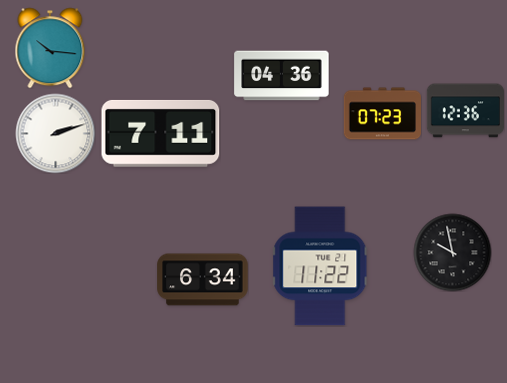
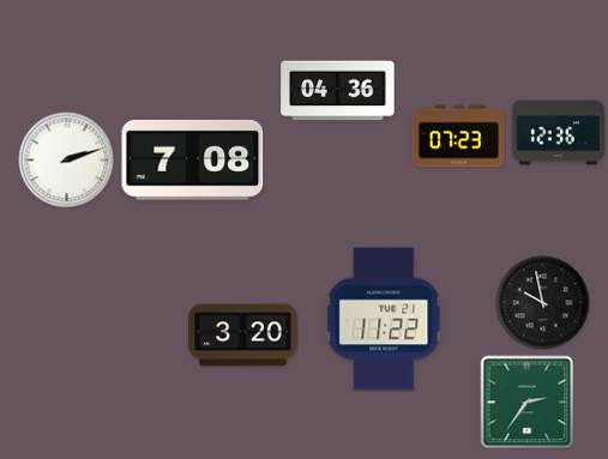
clock at (50, 48): 10:16 -> none
clock at (161, 133): 7:11 -> 7:08
clock at (203, 280): 6:34 -> 3:20
clock at (526, 401): none -> 2:36
